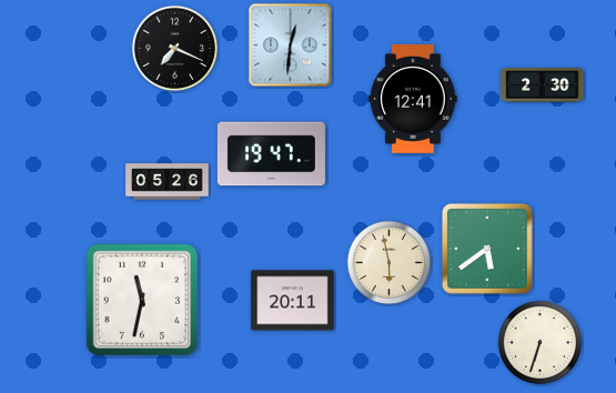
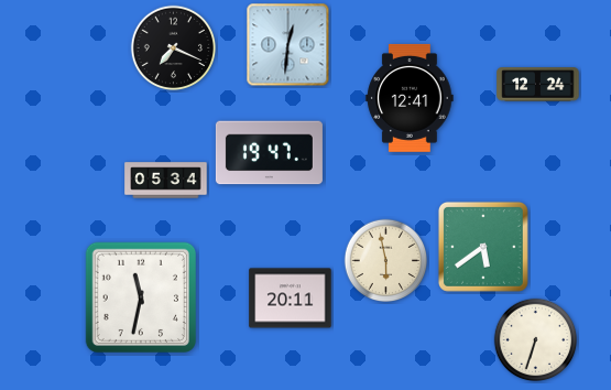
clock at (543, 85): 2:30 -> 12:24
clock at (168, 182): 05:26 -> 05:34
